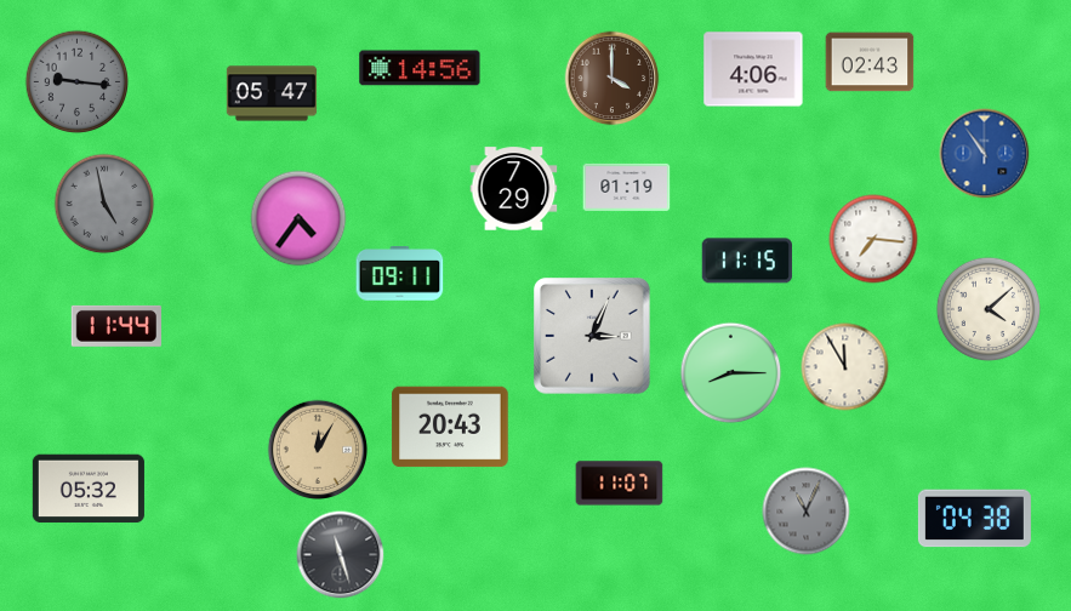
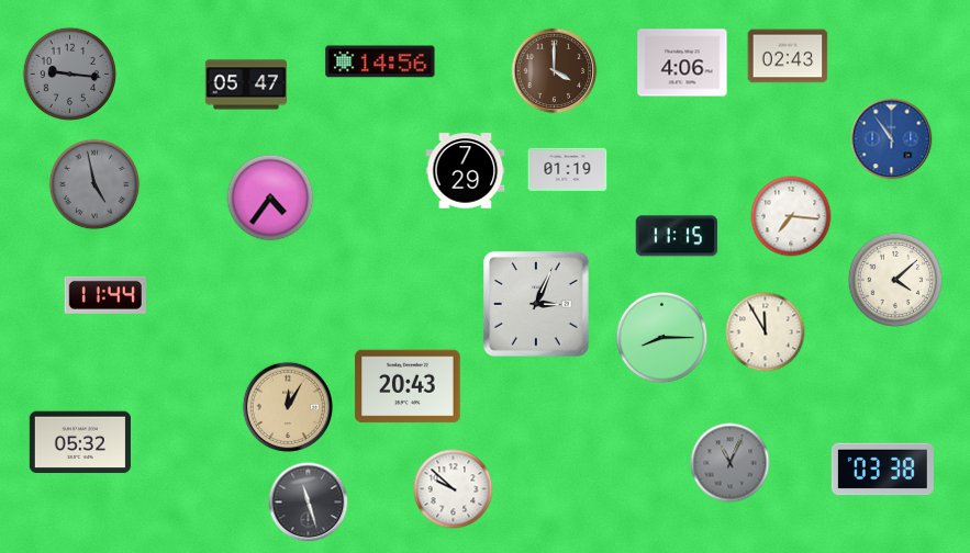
clock at (400, 274): 09:11 -> none
clock at (620, 484): 11:07 -> none
clock at (974, 519): 04:38 -> 03:38
clock at (454, 489): none -> 9:52
